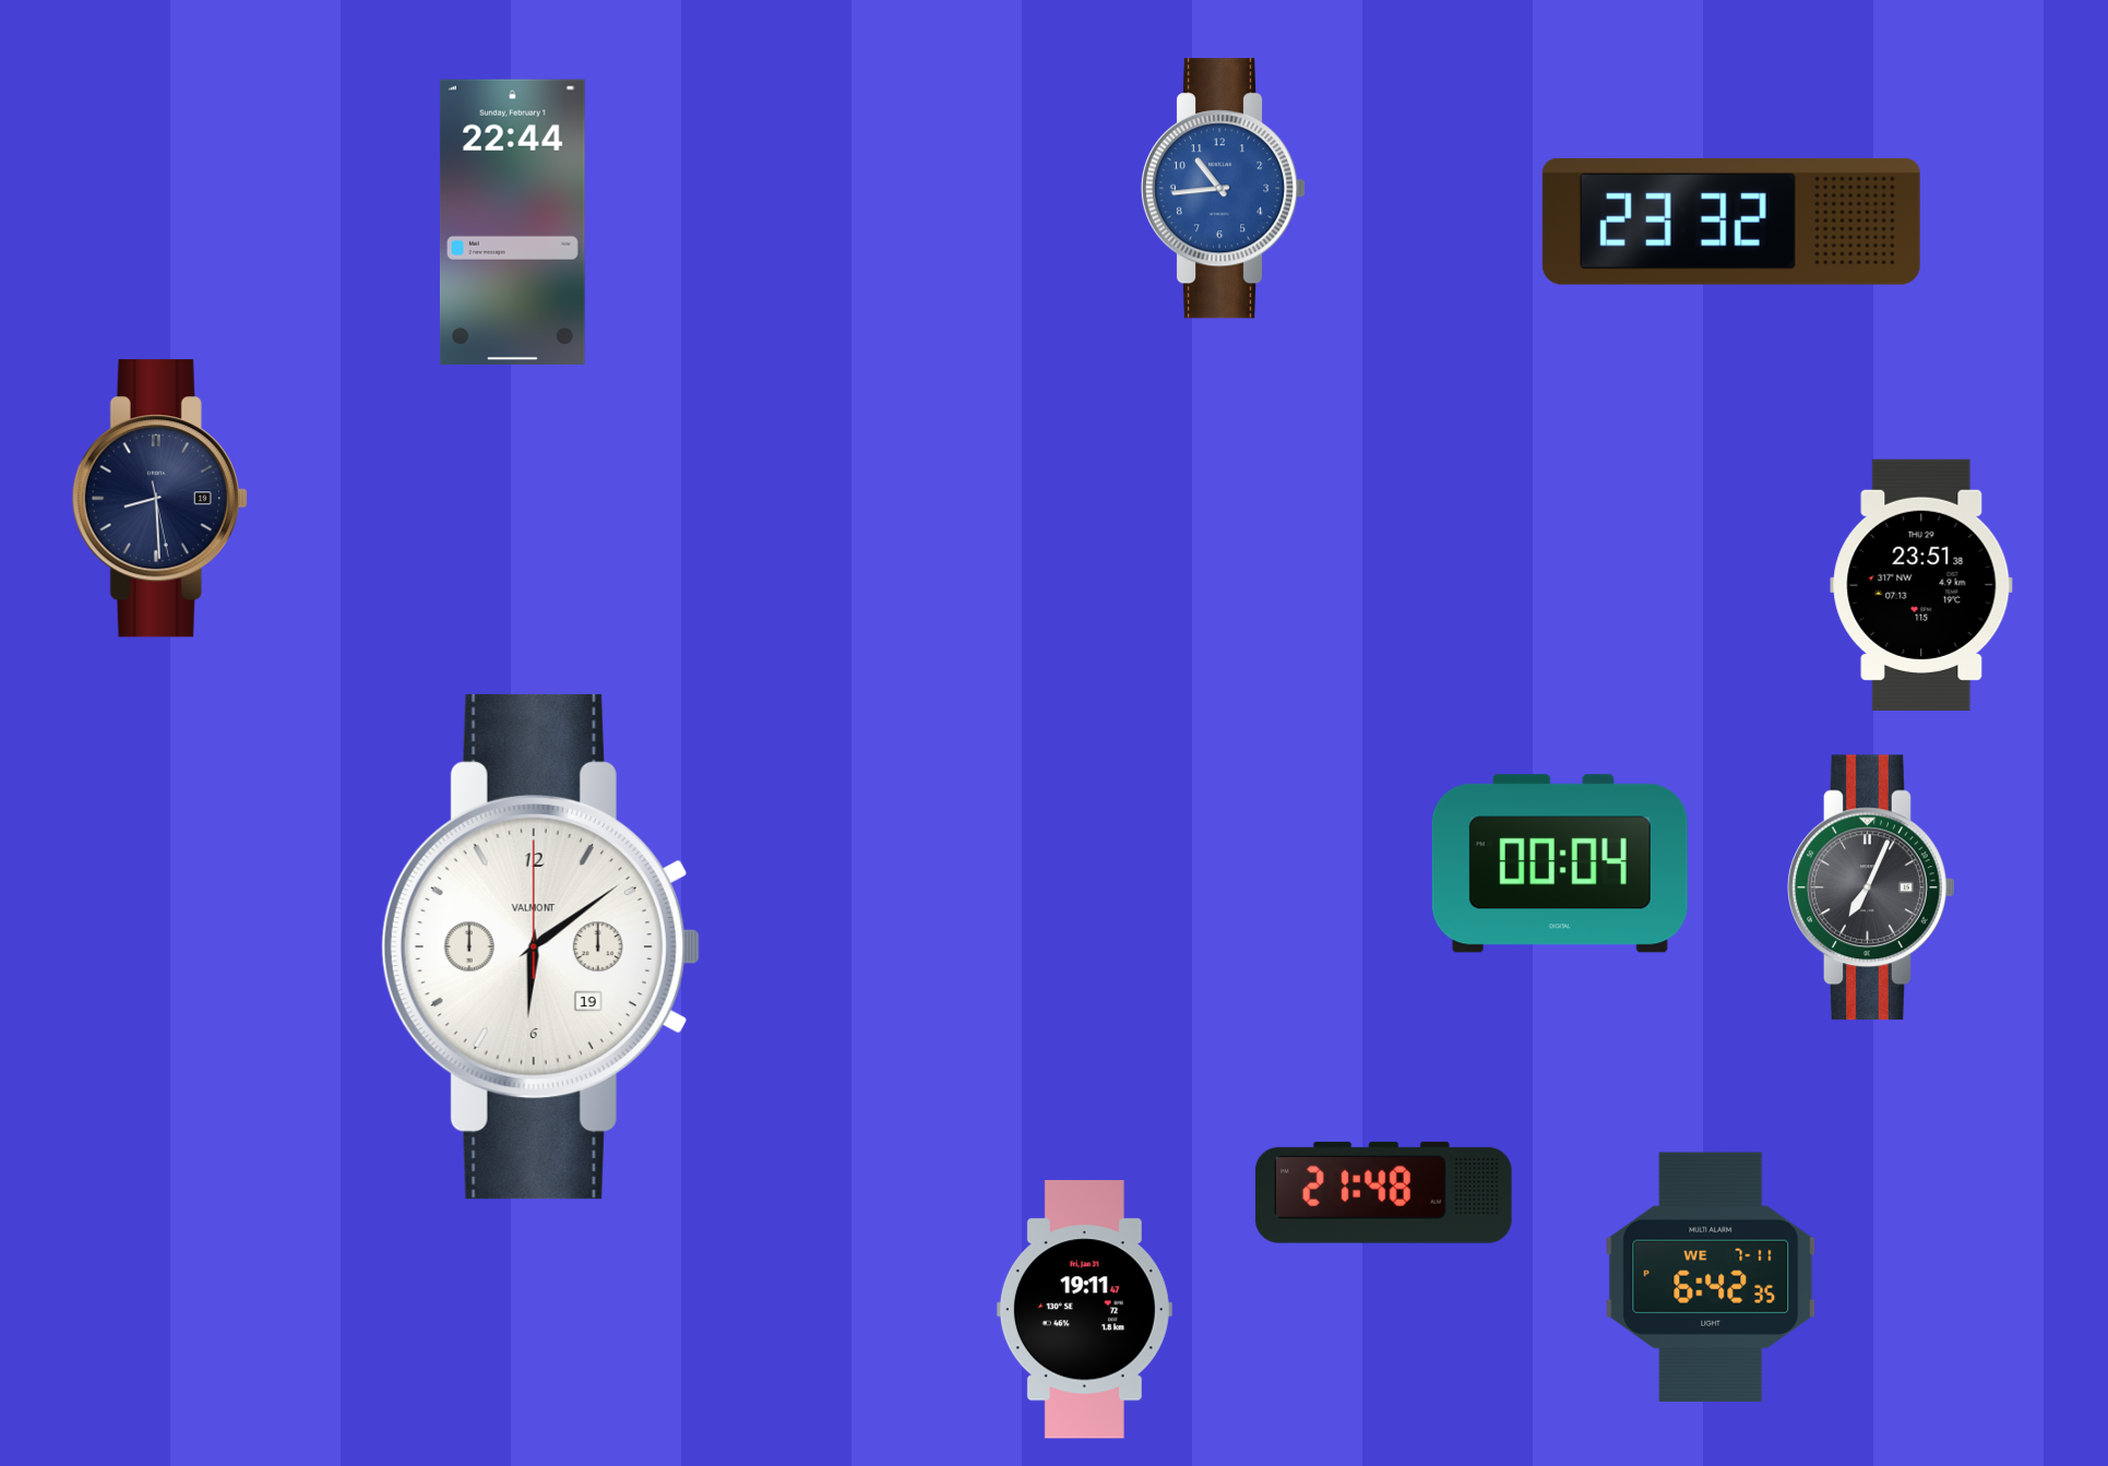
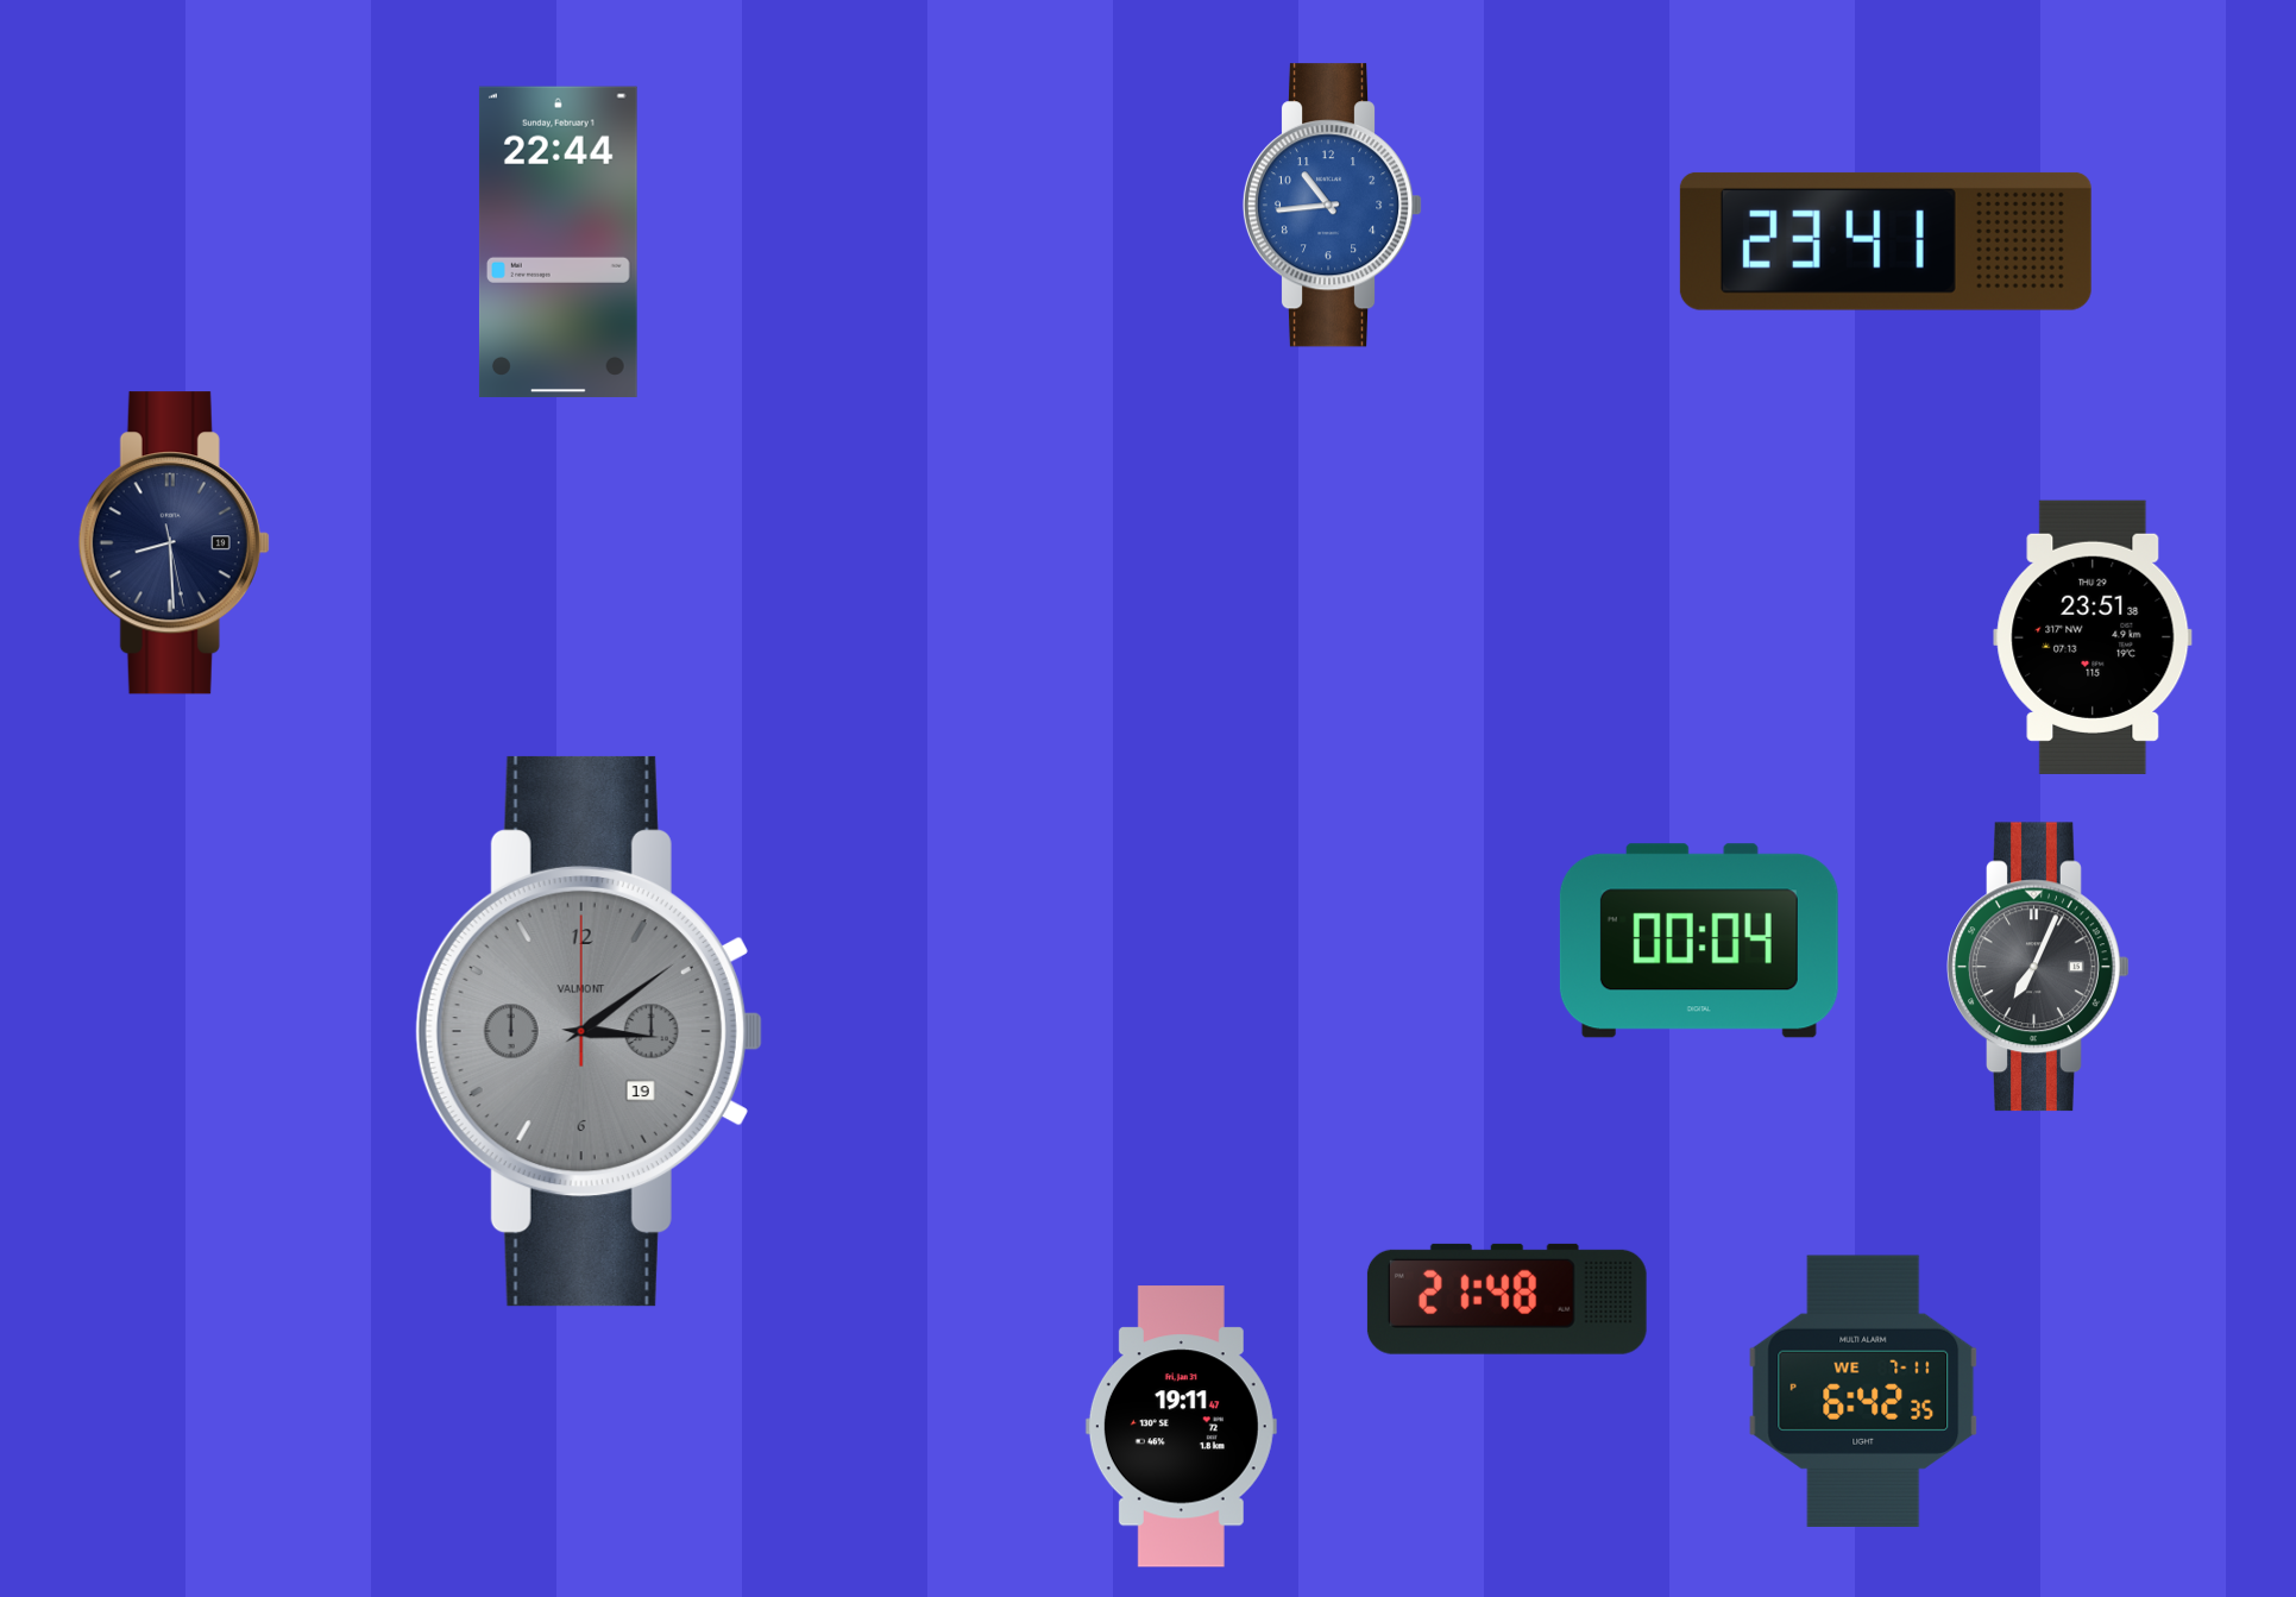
clock at (1731, 222): 23:32 -> 23:41
clock at (540, 946): 6:09 -> 3:09
clock at (540, 946) dial: white -> grey
